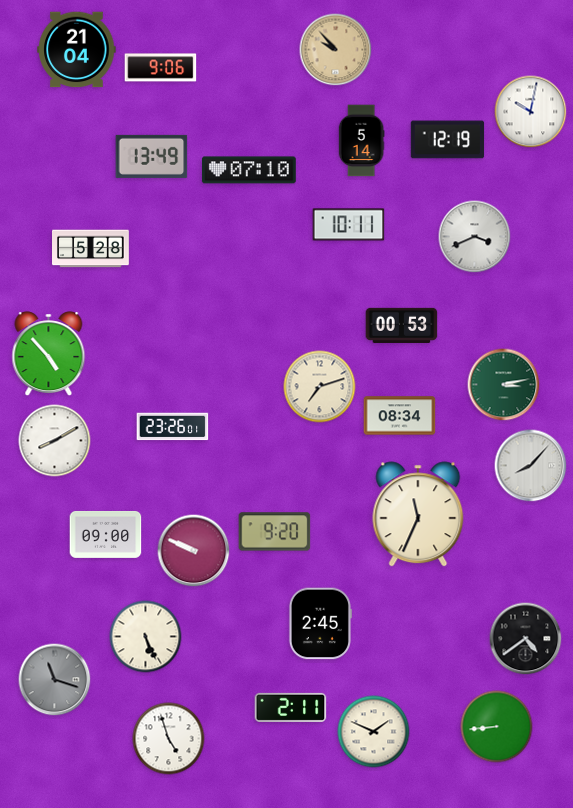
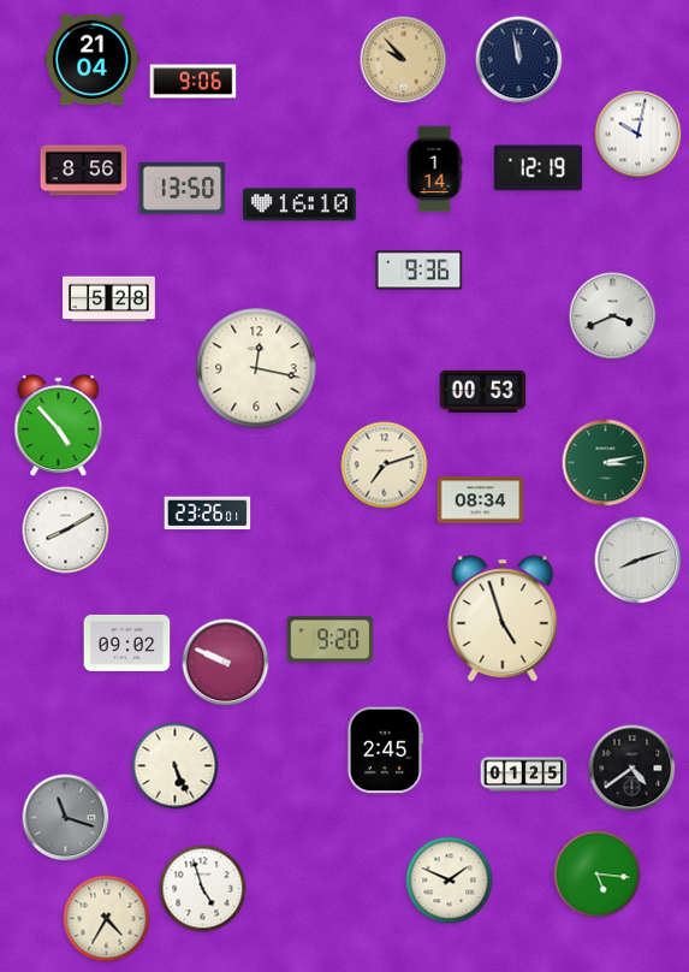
clock at (519, 60): none -> 11:58
clock at (361, 141): 5:14 -> 1:14
clock at (84, 171): none -> 8:56
clock at (152, 156): 13:49 -> 13:50
clock at (249, 170): 07:10 -> 16:10
clock at (349, 225): 10:11 -> 9:36
clock at (475, 237) position: (475, 237) -> (613, 316)
clock at (256, 368): none -> 12:17
clock at (531, 466): 8:07 -> 8:12
clock at (418, 514): 11:34 -> 4:57
clock at (106, 534): 09:00 -> 09:02
clock at (194, 551) position: (194, 551) -> (226, 663)
clock at (524, 775): none -> 01:25
clock at (291, 707): 2:11 -> none
clock at (497, 727): 8:44 -> 5:16
clock at (107, 919): none -> 4:35
